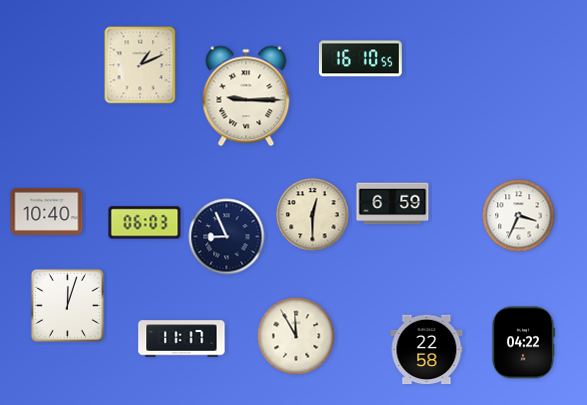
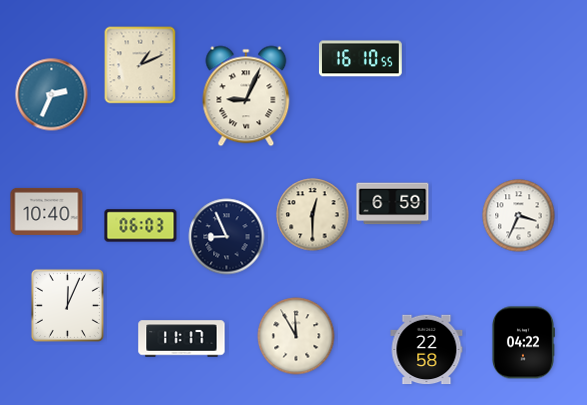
clock at (52, 95): none -> 2:34
clock at (246, 96): 9:15 -> 9:04
clock at (145, 223) position: (145, 223) -> (141, 226)
clock at (67, 305): 12:03 -> 12:04
